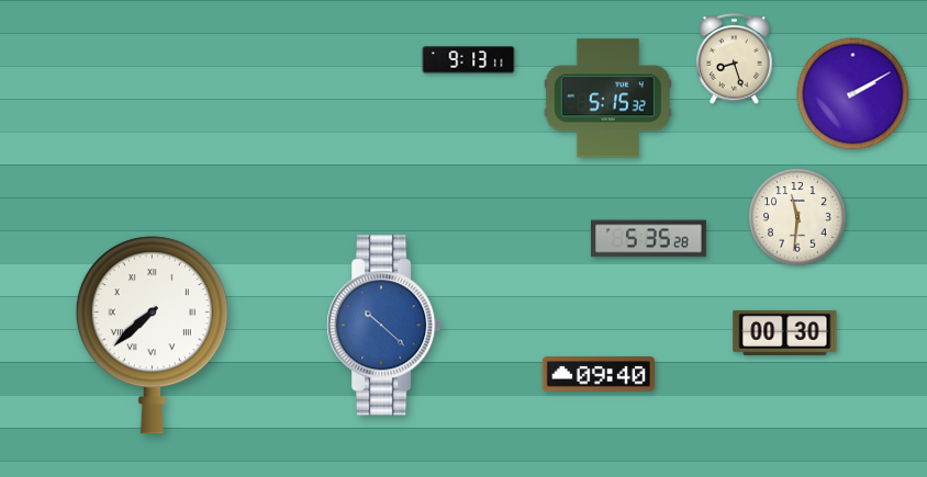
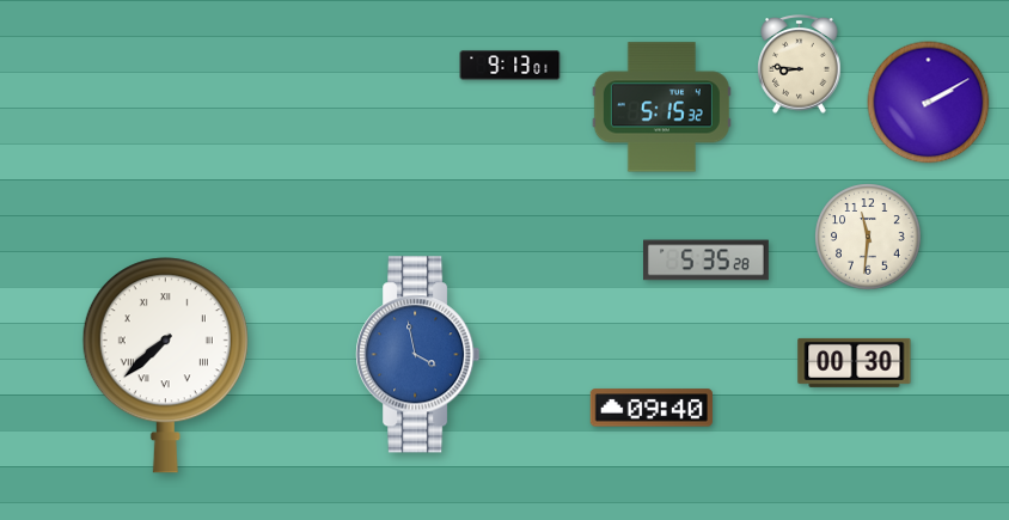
clock at (735, 59): 8:27 -> 8:46
clock at (469, 60): 9:13:11 -> 9:13:01
clock at (384, 326): 10:22 -> 3:58
